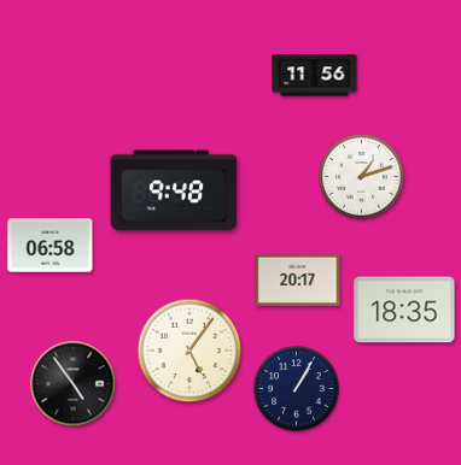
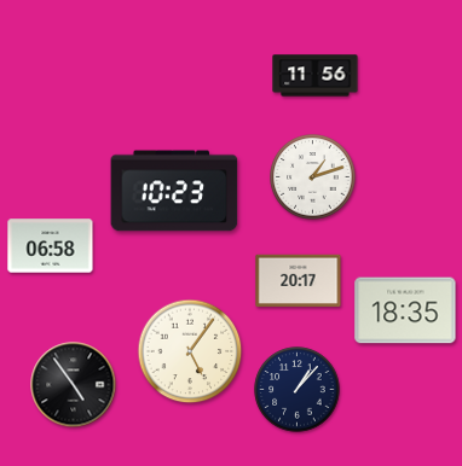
clock at (362, 177) position: (362, 177) -> (313, 177)
clock at (174, 190): 9:48 -> 10:23
clock at (297, 389): 1:05 -> 1:07
